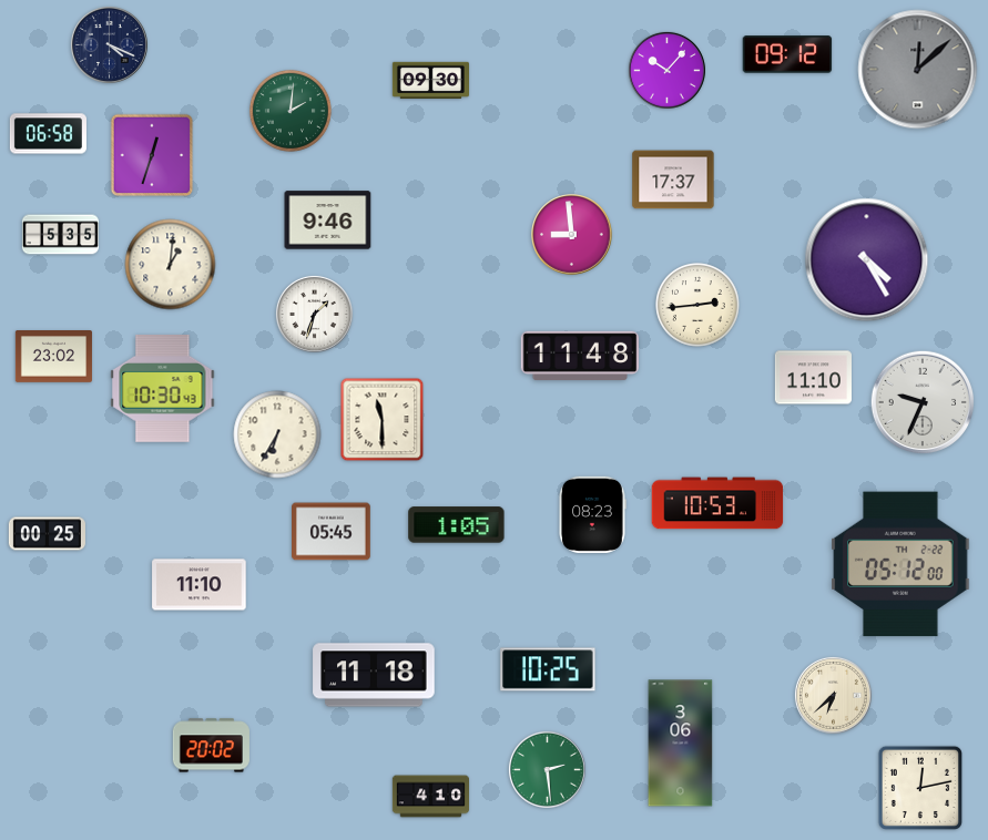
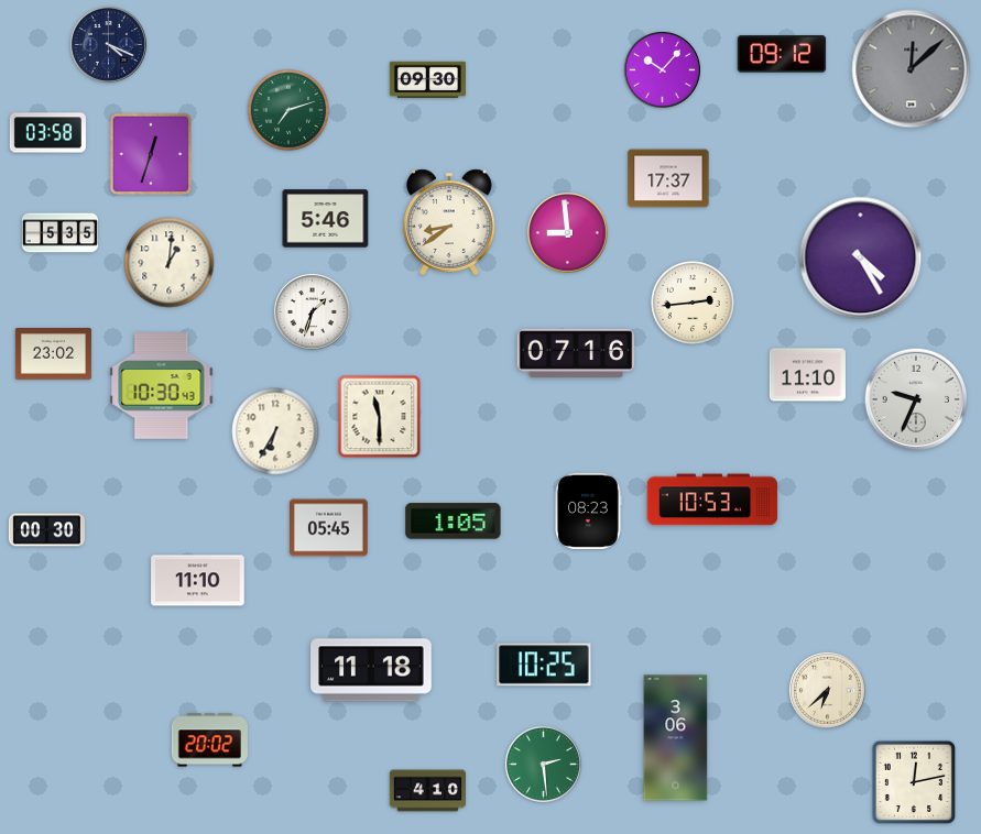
clock at (291, 111): 2:01 -> 7:12
clock at (48, 134): 06:58 -> 03:58
clock at (328, 221): 9:46 -> 5:46
clock at (449, 222): none -> 8:39
clock at (580, 356): 11:48 -> 07:16
clock at (47, 534): 00:25 -> 00:30
clock at (900, 564): 05:12 -> none
